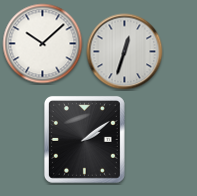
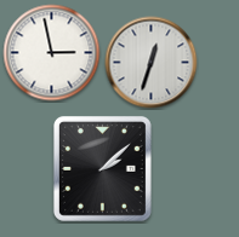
clock at (43, 44): 10:08 -> 2:58
clock at (84, 139): 2:09 -> 2:08
